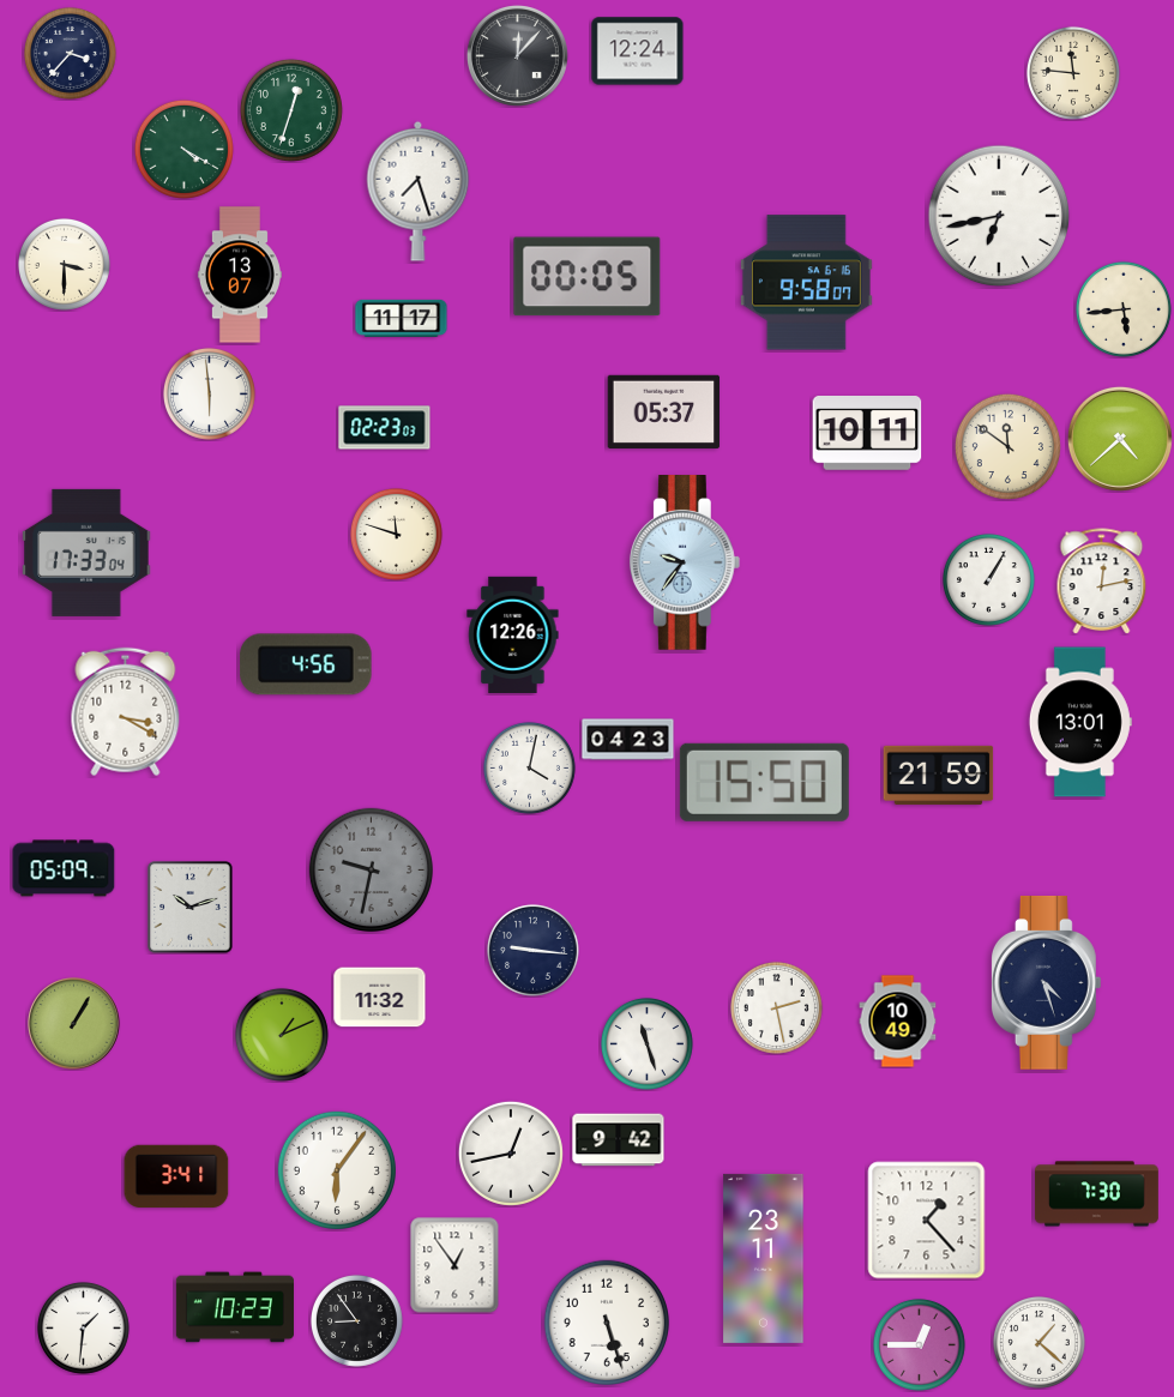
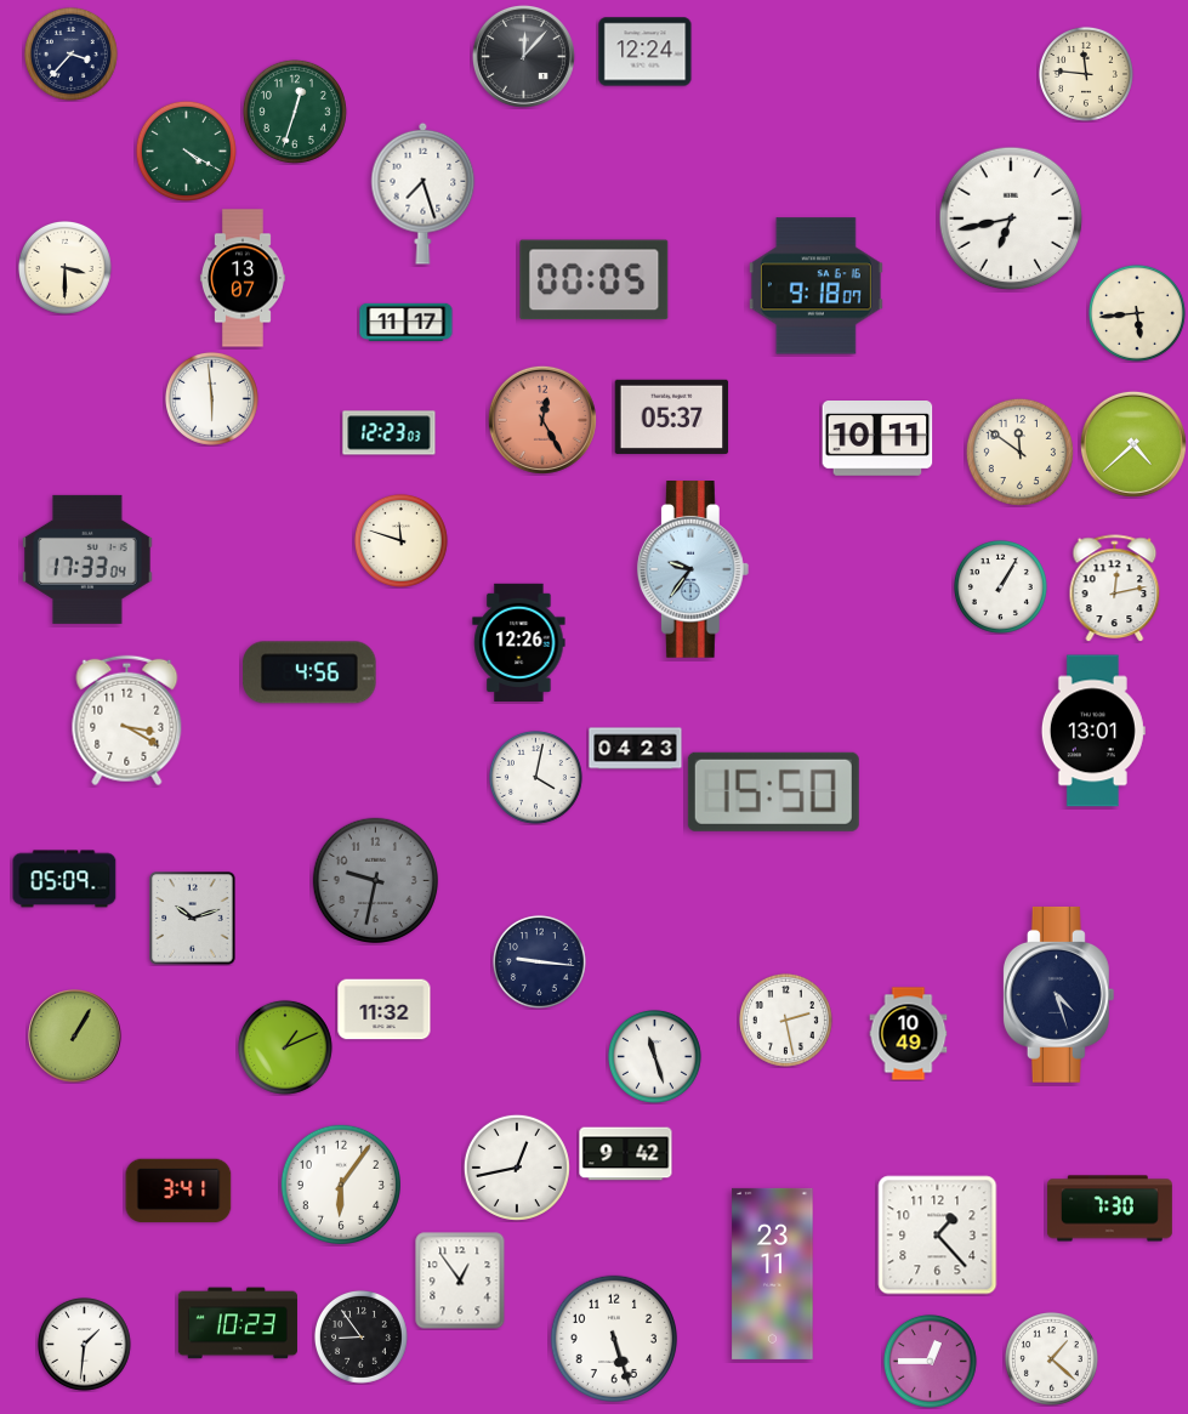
clock at (806, 283): 9:58 -> 9:18
clock at (542, 420): none -> 12:25
clock at (385, 428): 02:23 -> 12:23
clock at (939, 775): 21:59 -> none
